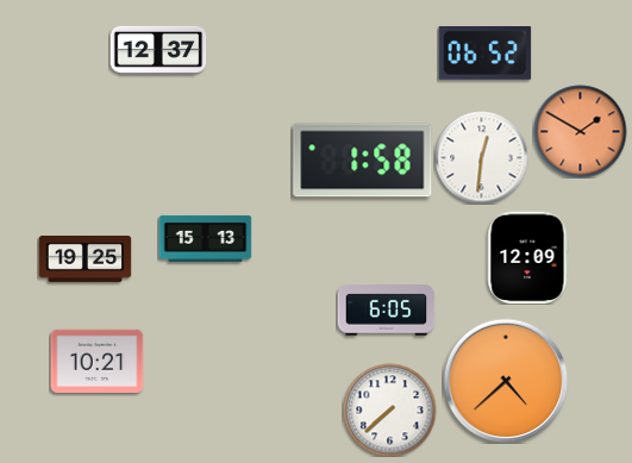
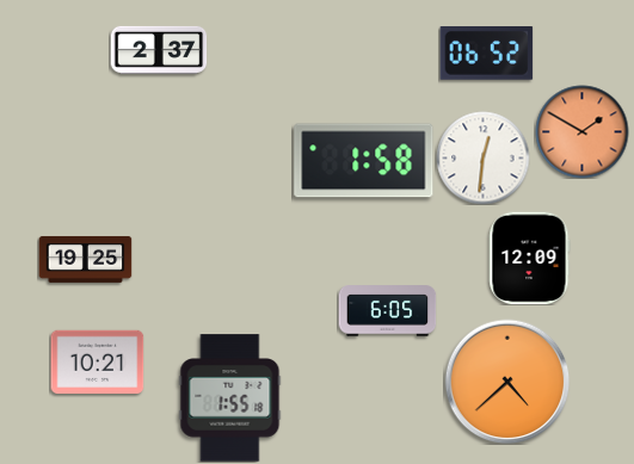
clock at (158, 50): 12:37 -> 2:37
clock at (205, 238): 15:13 -> none
clock at (230, 398): none -> 1:55
clock at (389, 409): 7:38 -> none
